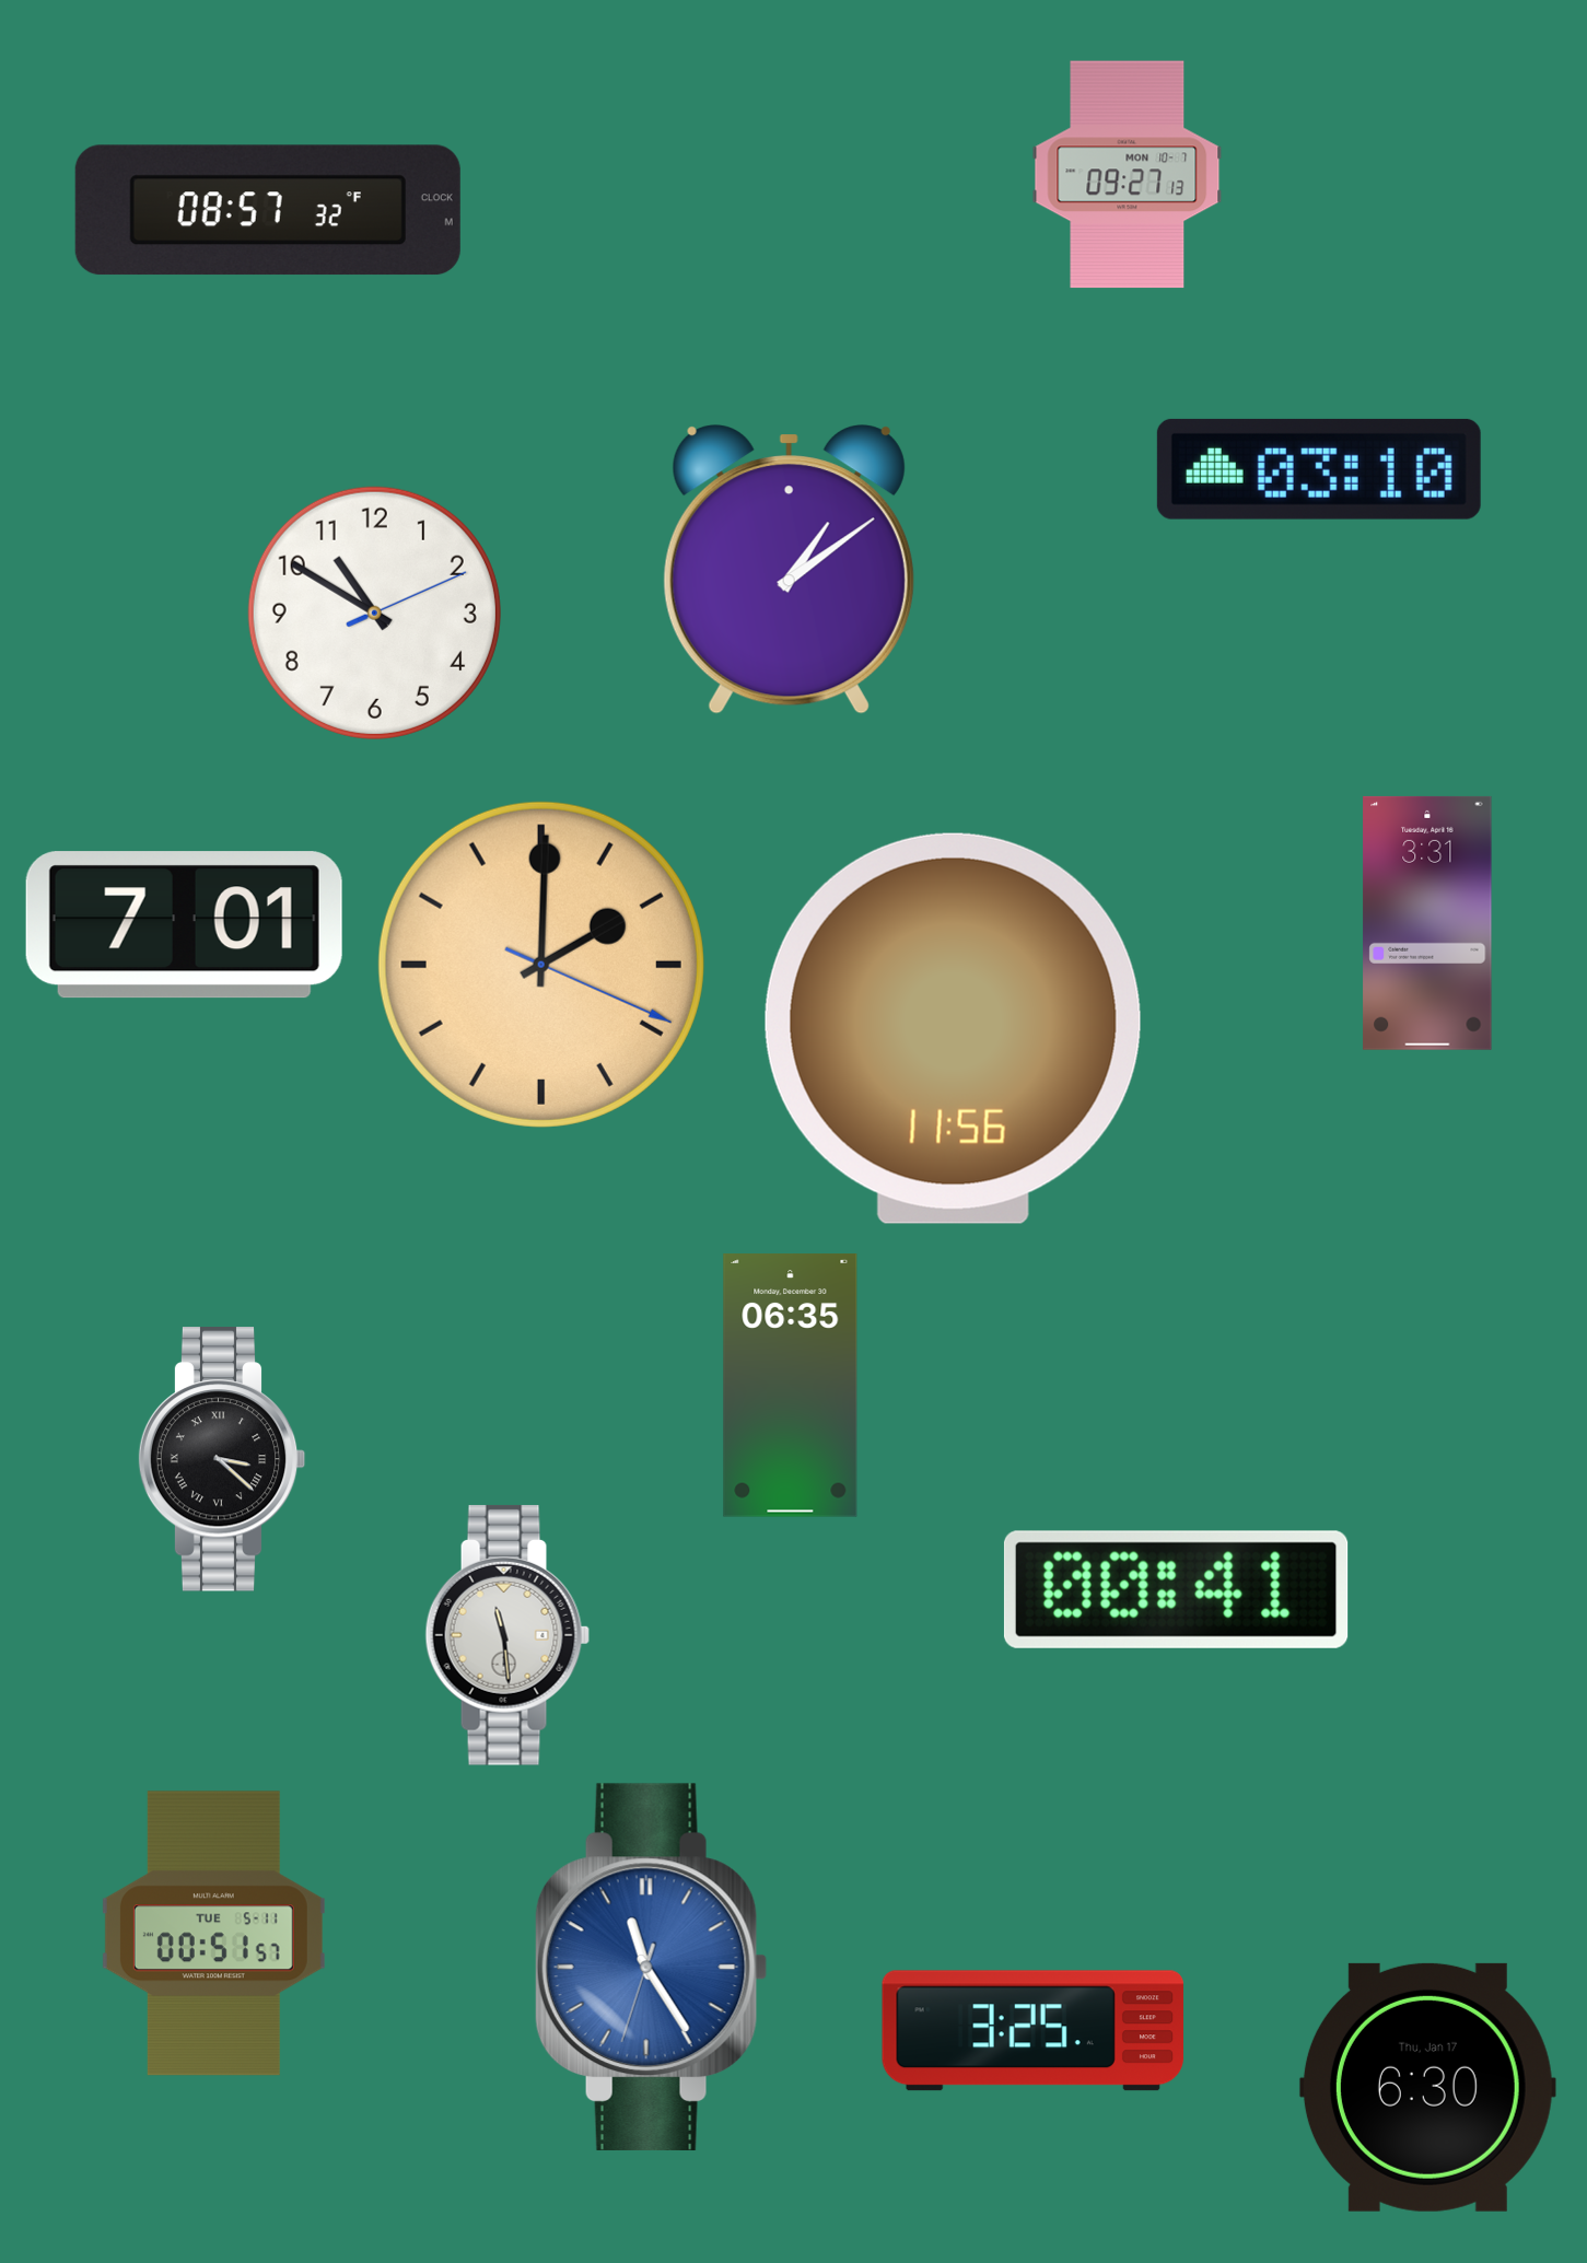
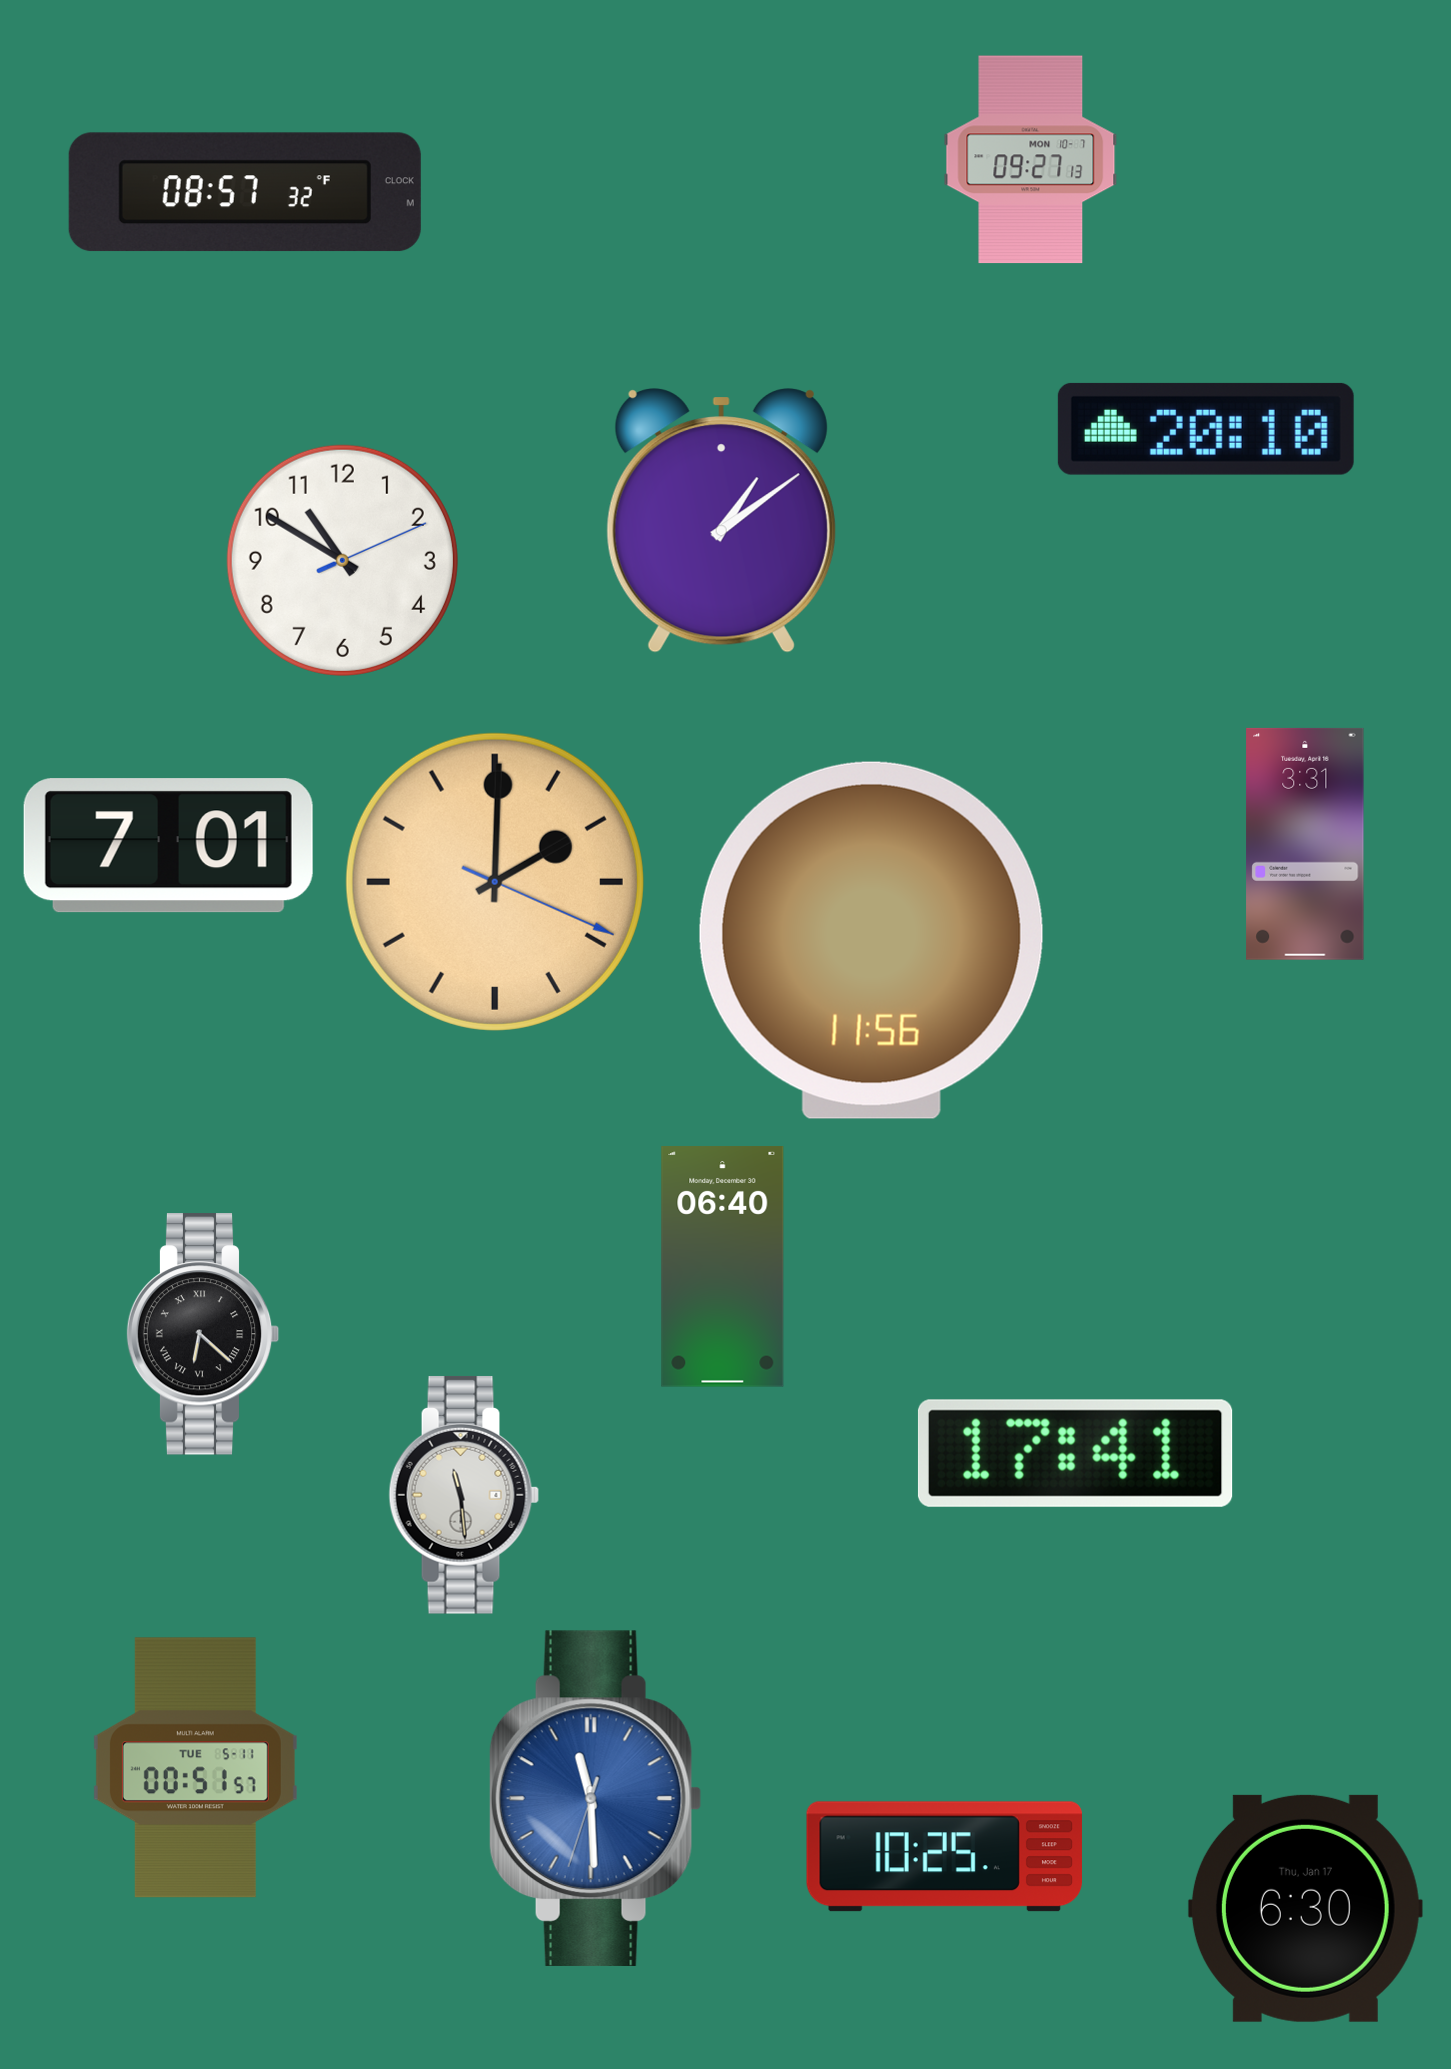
clock at (1319, 469): 03:10 -> 20:10
clock at (791, 1386): 06:35 -> 06:40
clock at (222, 1459): 3:22 -> 6:22
clock at (1176, 1589): 00:41 -> 17:41
clock at (651, 1967): 11:24 -> 11:29
clock at (1032, 2031): 3:25 -> 10:25
